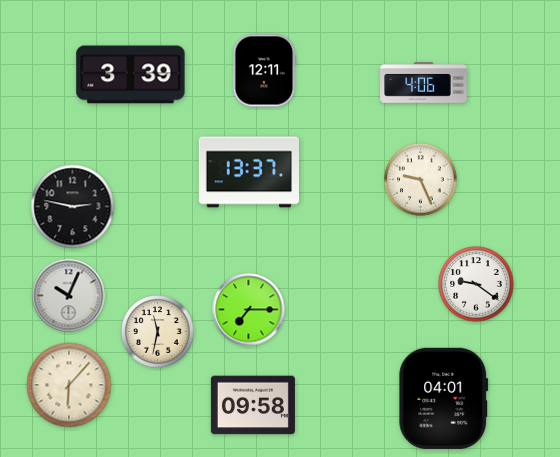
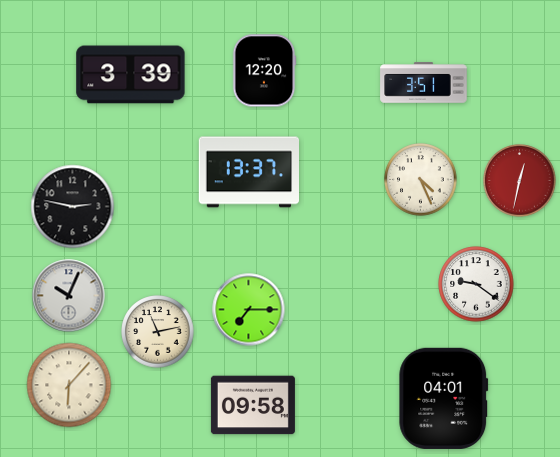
clock at (264, 71): 12:11 -> 12:20
clock at (424, 83): 4:06 -> 3:51
clock at (421, 180): 9:26 -> 4:26
clock at (520, 181): none -> 12:32
clock at (158, 332): 11:32 -> 11:13
